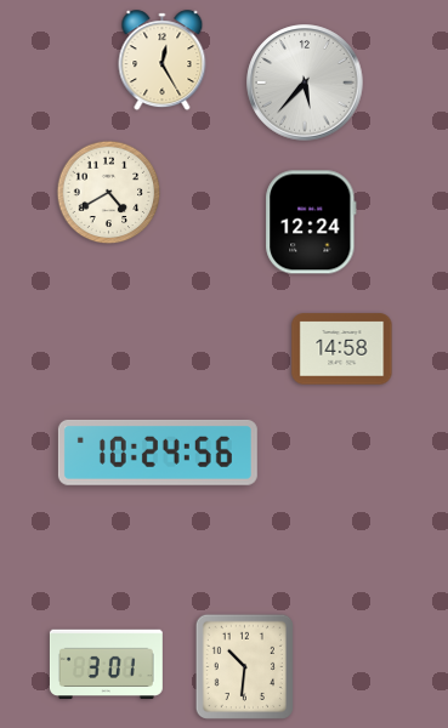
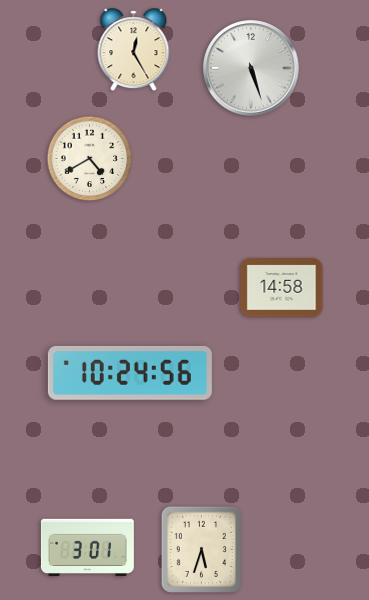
clock at (305, 83): 5:37 -> 5:27
clock at (311, 222): 12:24 -> none
clock at (244, 666): 10:31 -> 5:33
